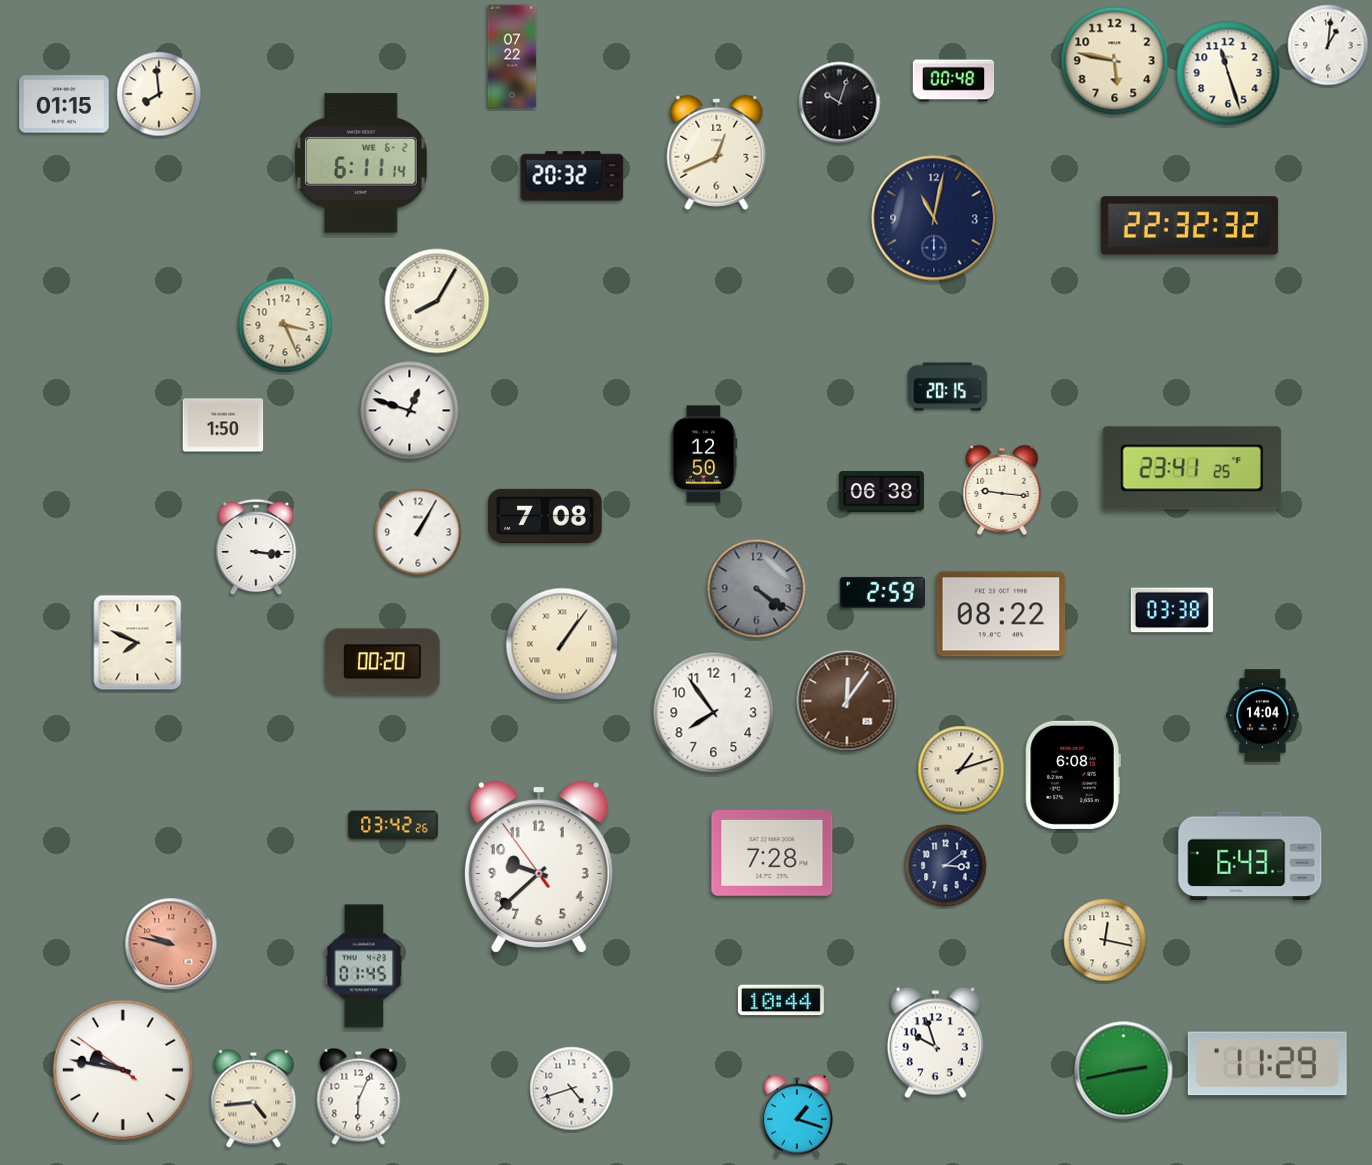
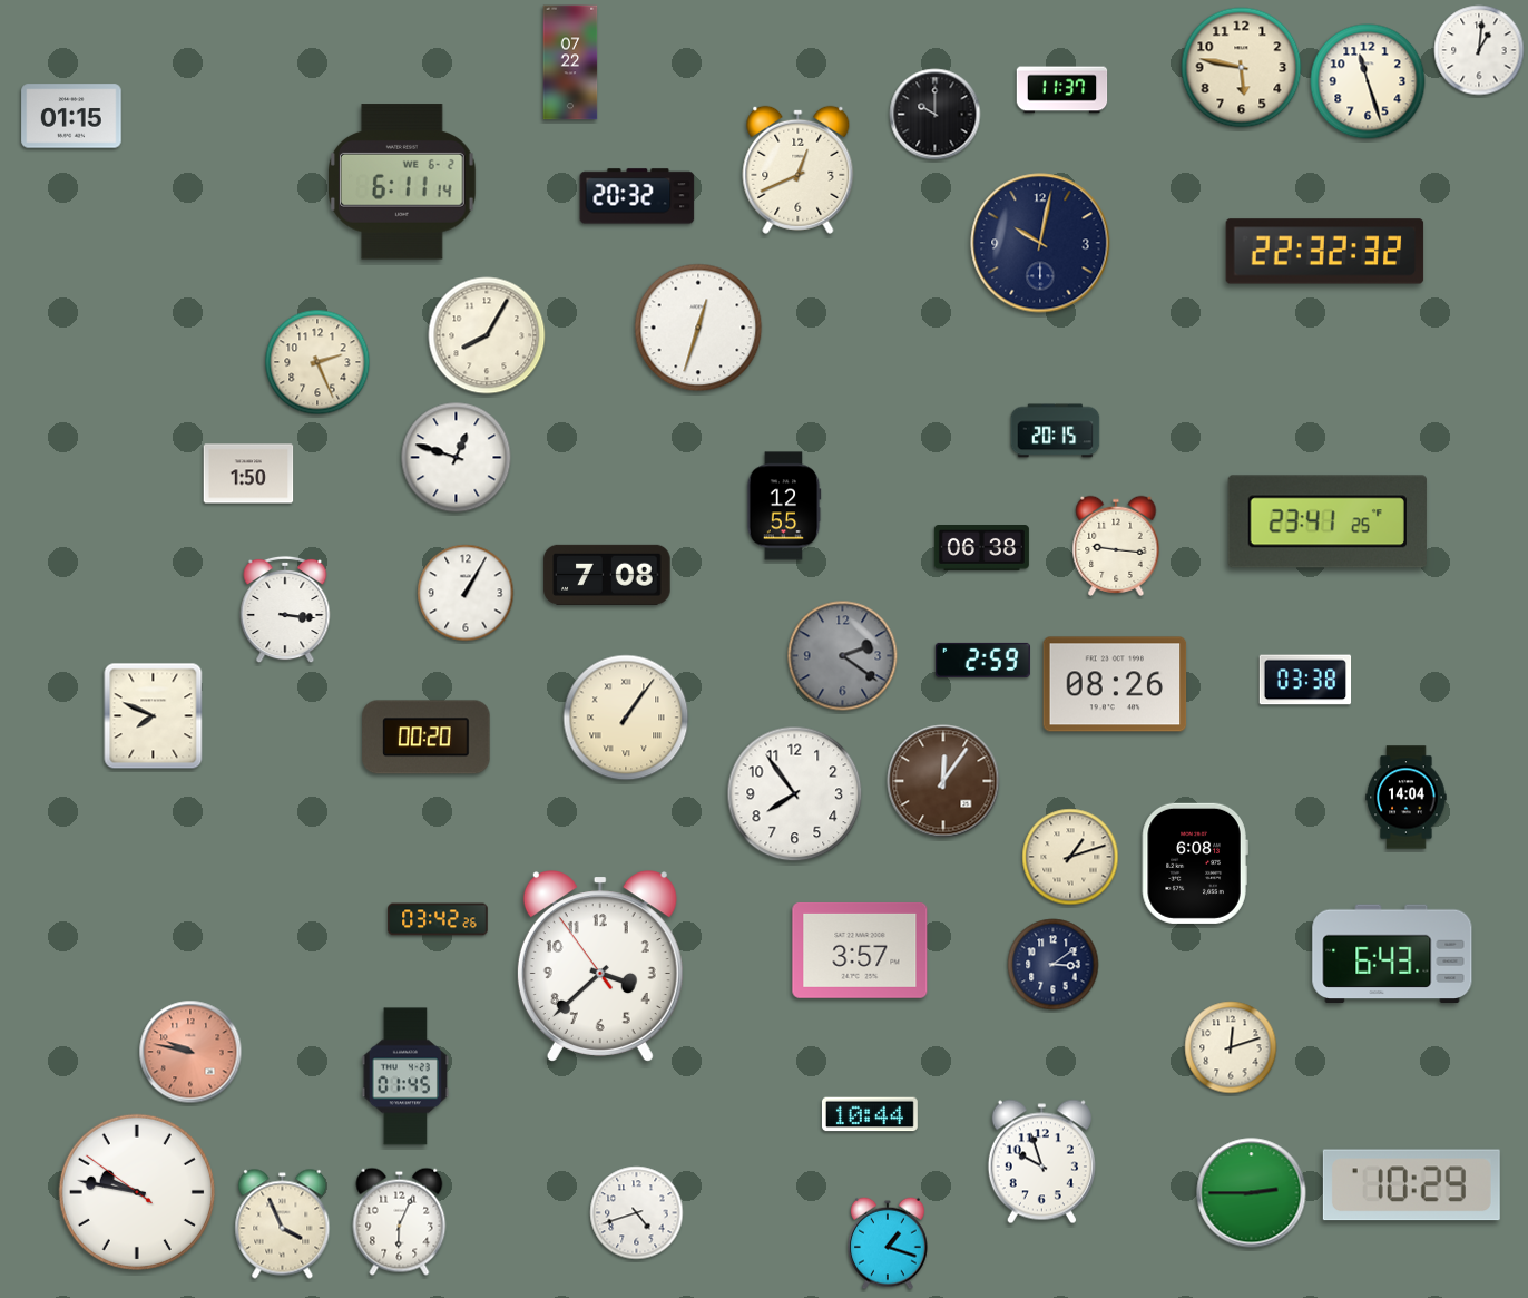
clock at (954, 81): 00:48 -> 11:37
clock at (159, 94): 7:59 -> none
clock at (840, 103): 10:03 -> 10:00
clock at (934, 218): 11:02 -> 10:02
clock at (698, 328): none -> 12:33
clock at (285, 325): 3:26 -> 2:26
clock at (704, 454): 12:50 -> 12:55
clock at (757, 589): 4:21 -> 2:21
clock at (1001, 614): 08:22 -> 08:26
clock at (772, 853): 7:28 -> 3:57
clock at (539, 867): 9:37 -> 3:37
clock at (1105, 940): 12:17 -> 12:12
clock at (1267, 1064): 11:29 -> 10:29
clock at (1124, 1071): 2:43 -> 2:45
clock at (254, 1099): 4:44 -> 3:56
